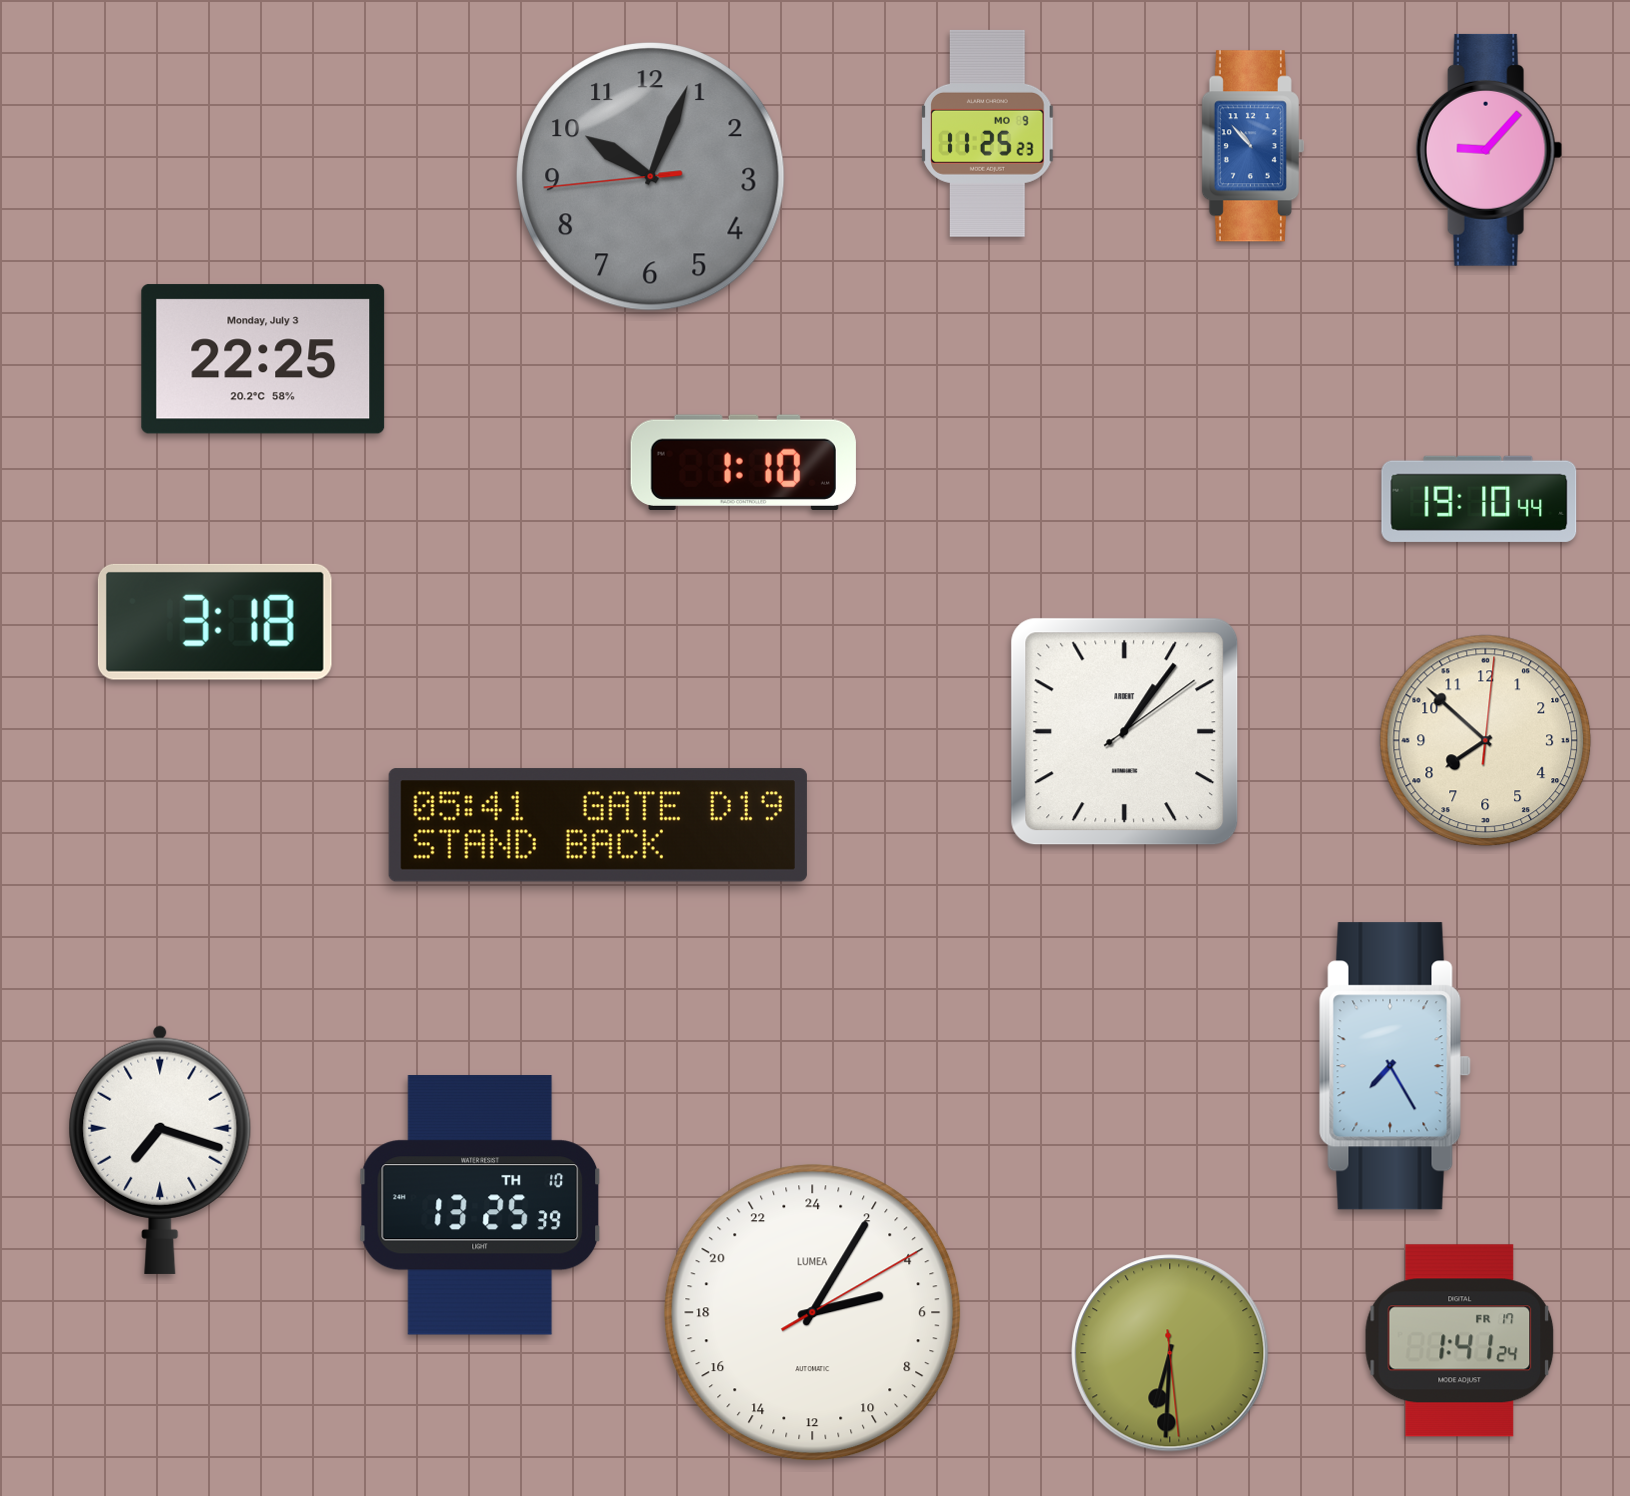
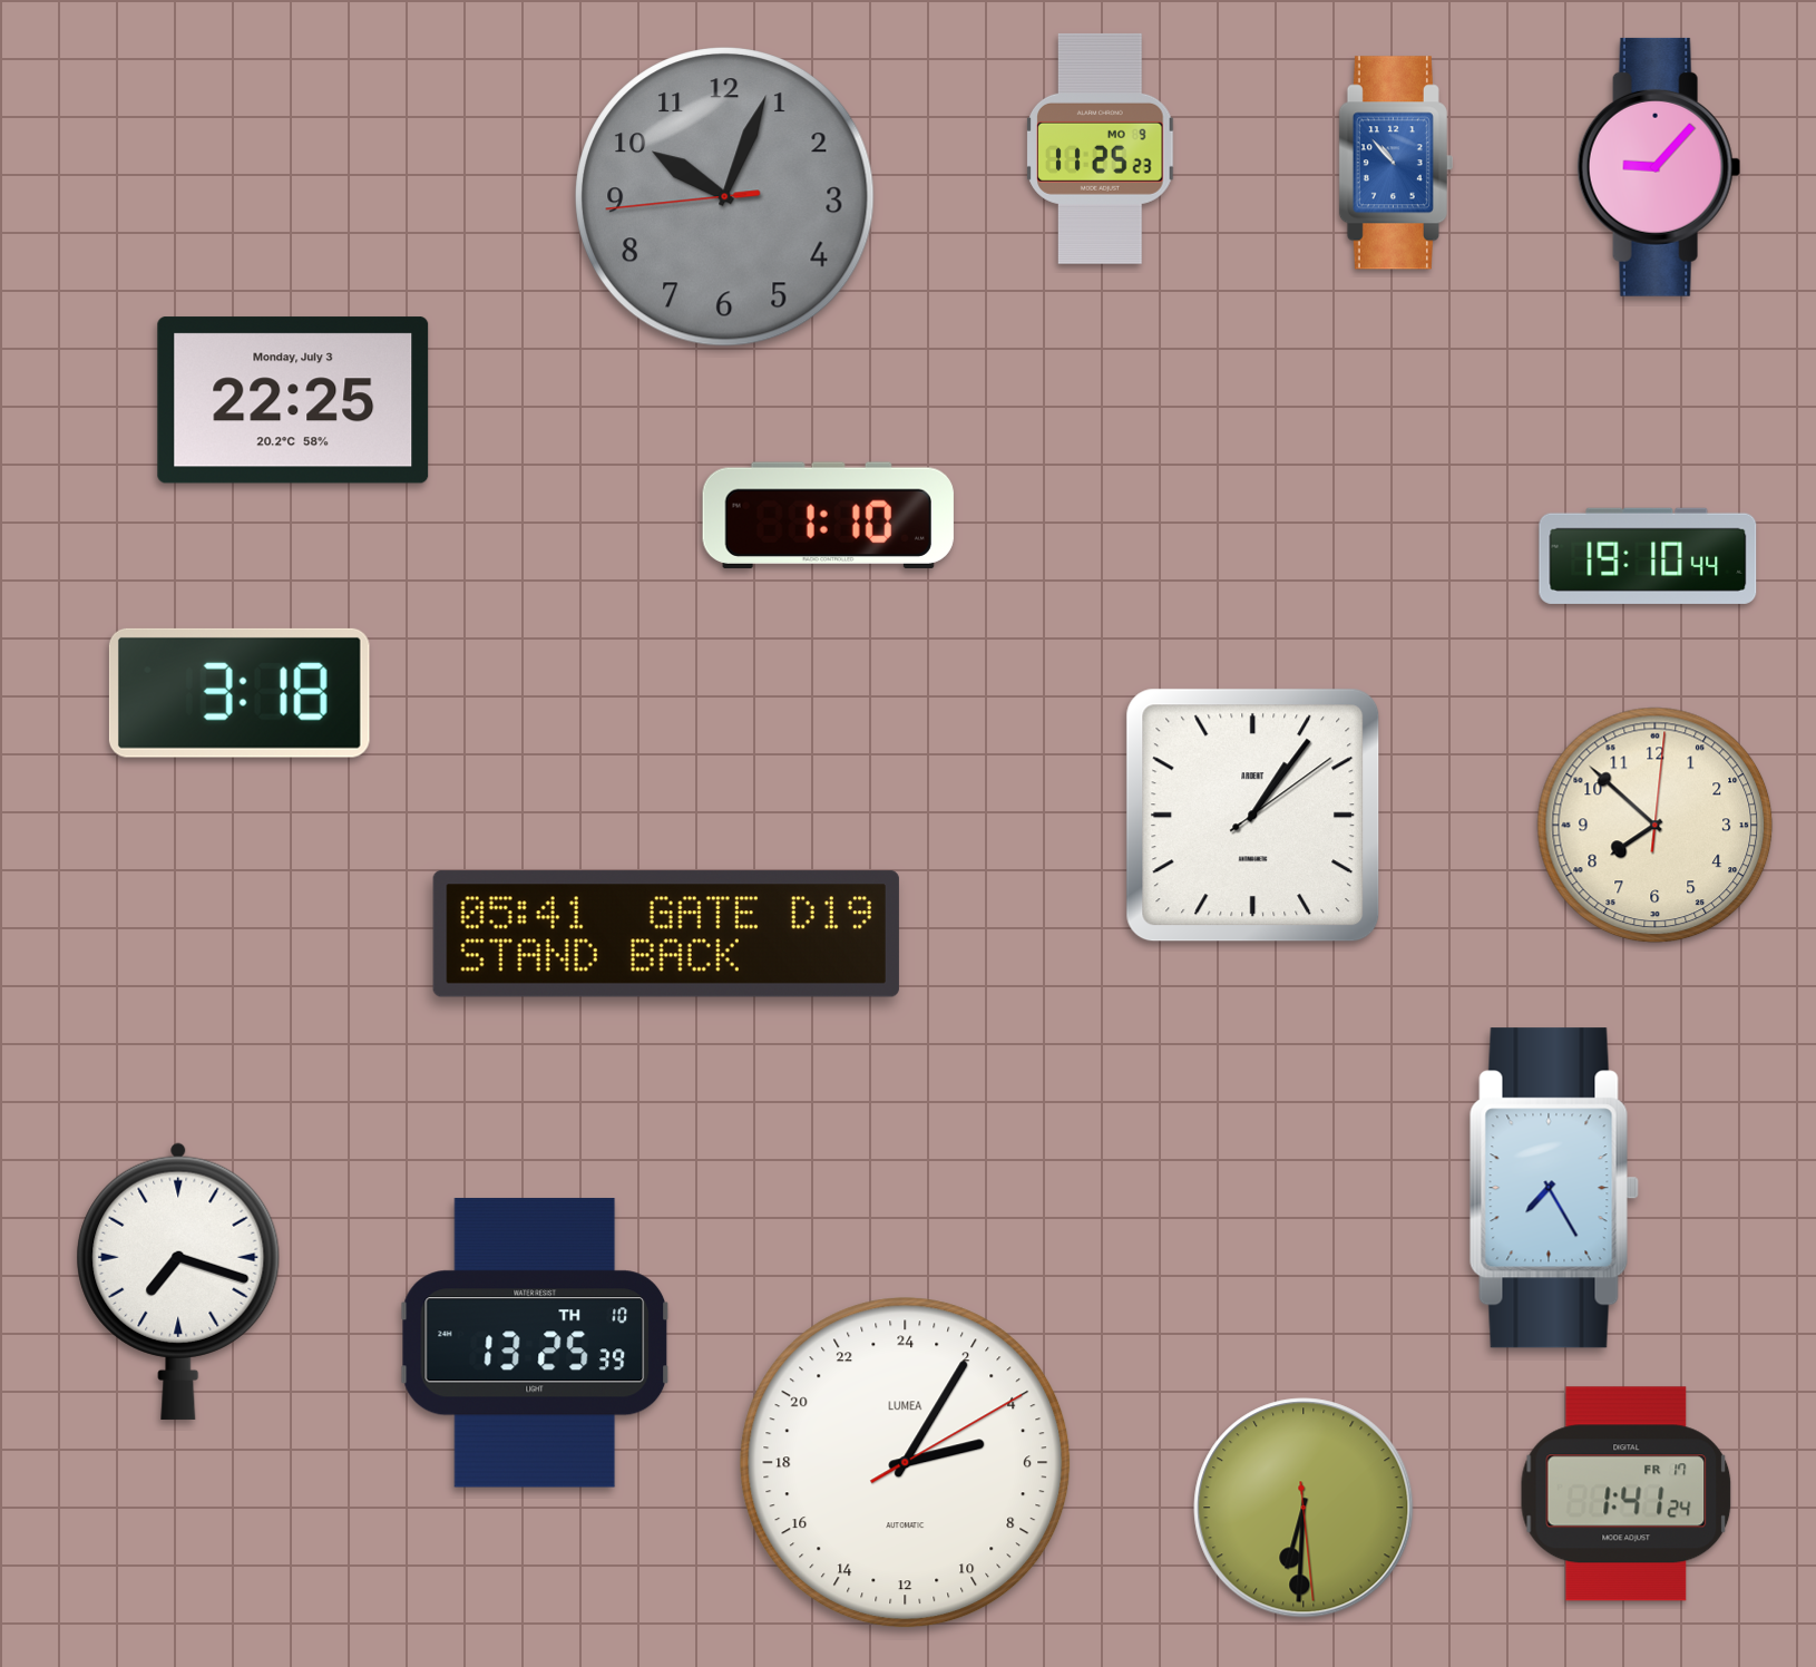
clock at (598, 825) position: (598, 825) -> (666, 934)
